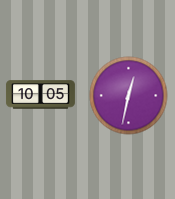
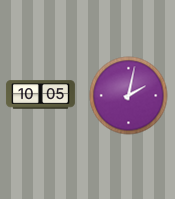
clock at (129, 96): 12:32 -> 2:02
